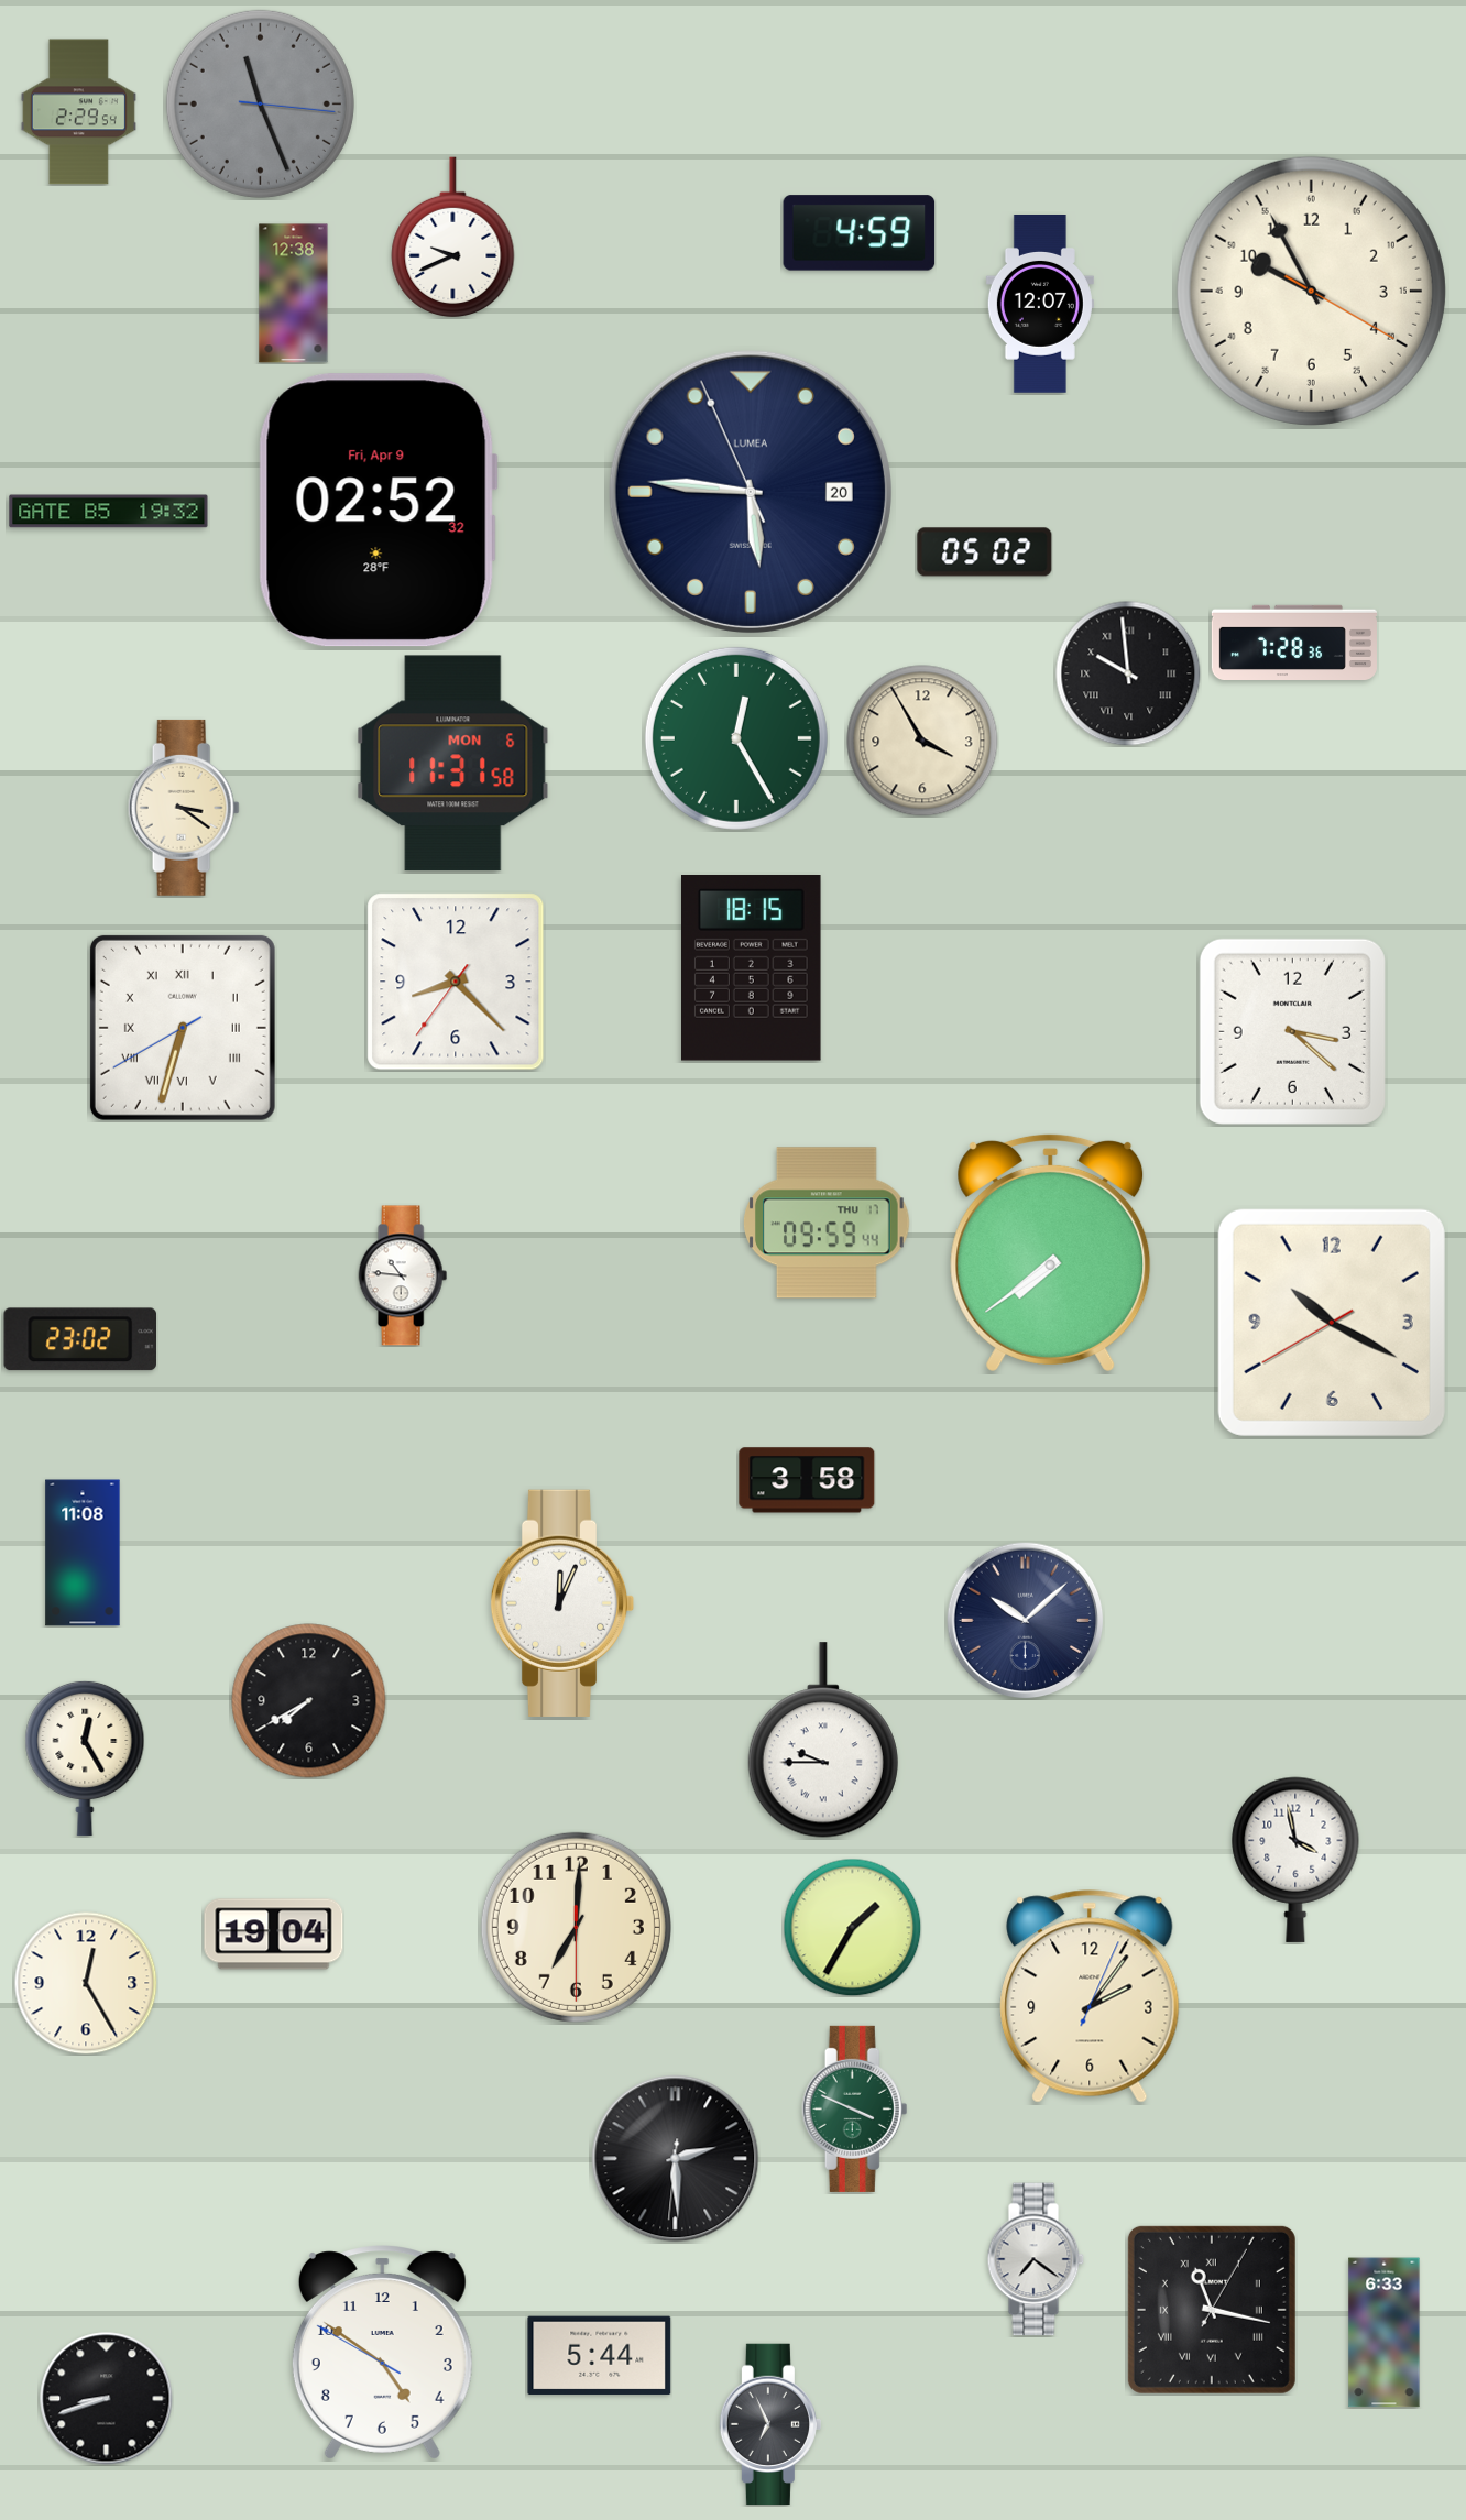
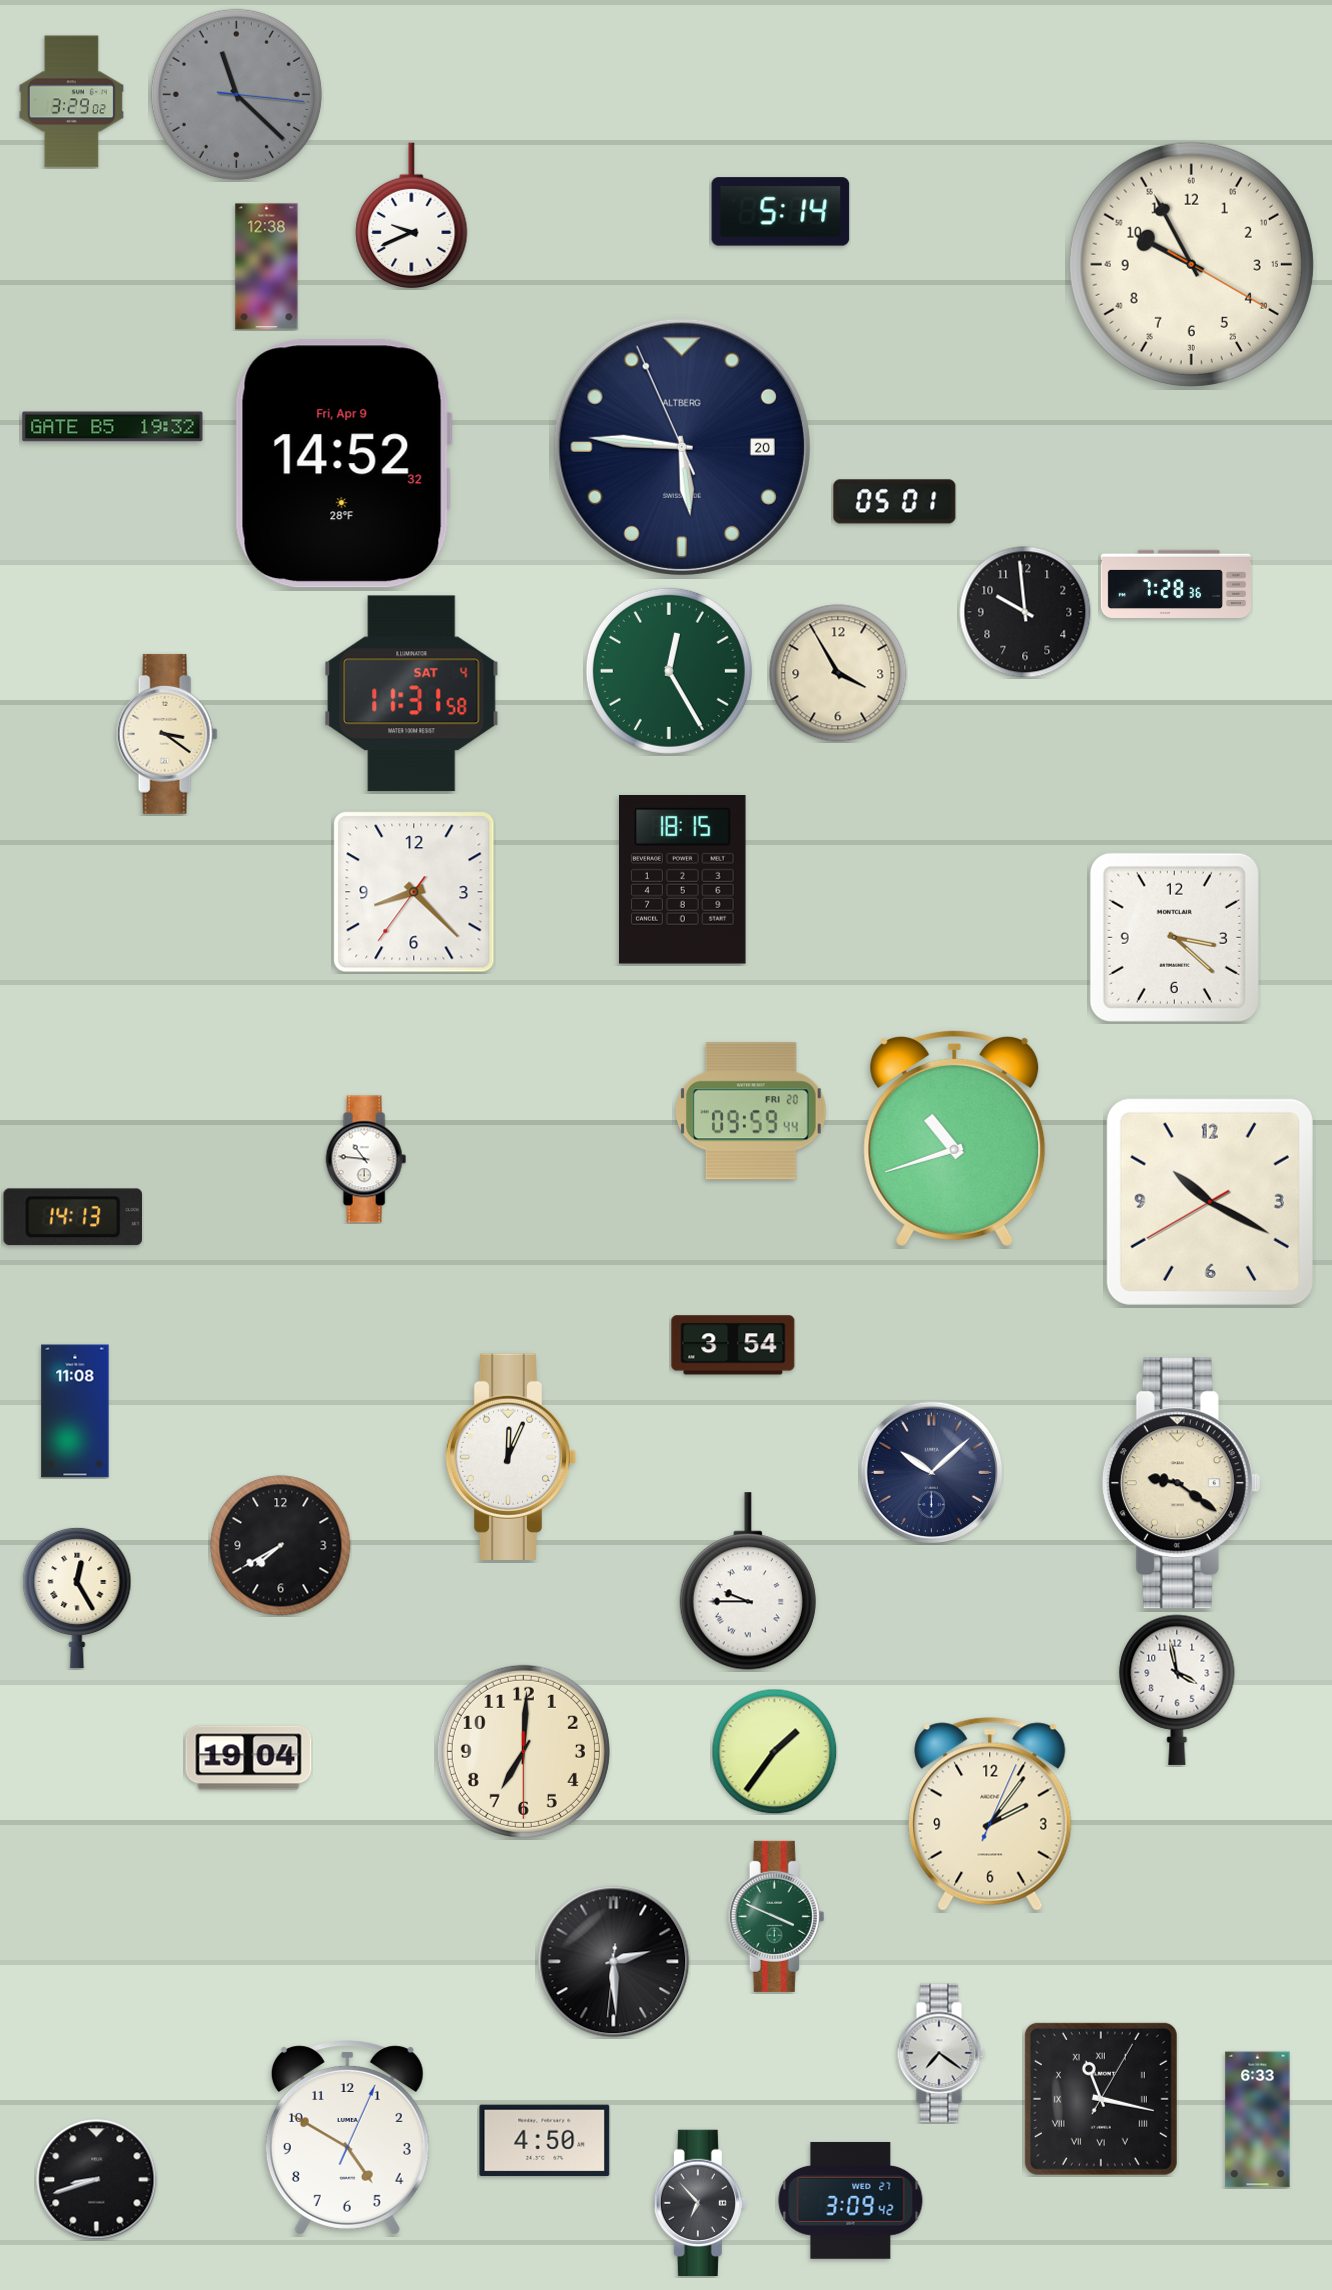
clock at (260, 103): 11:26 -> 11:22
clock at (78, 112): 2:29 -> 3:29
clock at (860, 233): 4:59 -> 5:14
clock at (1040, 305): 12:07 -> none
clock at (751, 492) brand: LUMEA -> ALTBERG
clock at (378, 511): 02:52 -> 14:52
clock at (109, 512) position: (109, 512) -> (113, 427)
clock at (985, 552): 05:02 -> 05:01
clock at (1128, 673) numerals: Roman -> Arabic
clock at (453, 764) date: MON 6 -> SAT 4
clock at (183, 1028): 6:32 -> none
clock at (828, 1223) date: THU 17 -> FRI 20
clock at (1051, 1252): 7:39 -> 10:42
clock at (79, 1339): 23:02 -> 14:13
clock at (807, 1480): 3:58 -> 3:54
clock at (1181, 1483): none -> 9:21
clock at (852, 1927): 1:35 -> 1:36
clock at (86, 1983): 12:25 -> none
clock at (382, 2353): 4:50:50 -> 4:50:04
clock at (600, 2356): 5:44 -> 4:50
clock at (851, 2200): none -> 3:09
clock at (770, 2423): 6:56 -> 6:53
